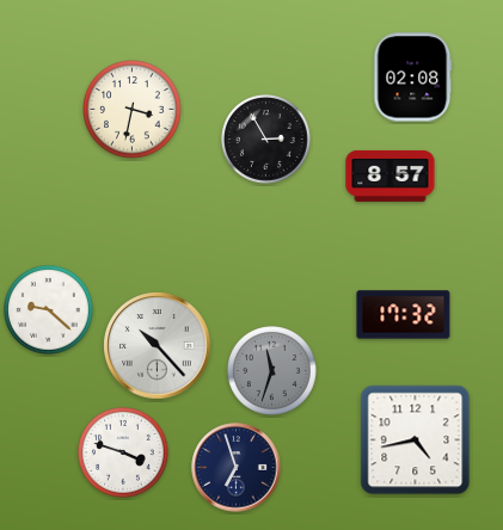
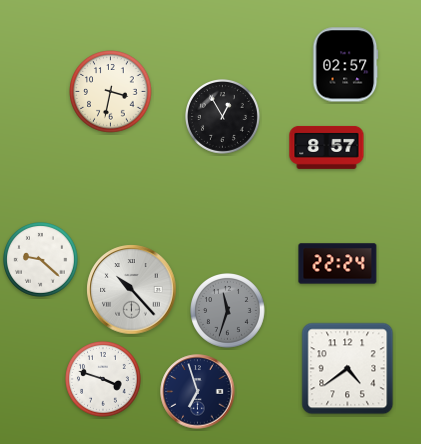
clock at (413, 78): 02:08 -> 02:57
clock at (266, 140): 2:55 -> 12:55
clock at (404, 315): 17:32 -> 22:24
clock at (416, 440): 4:43 -> 4:39
